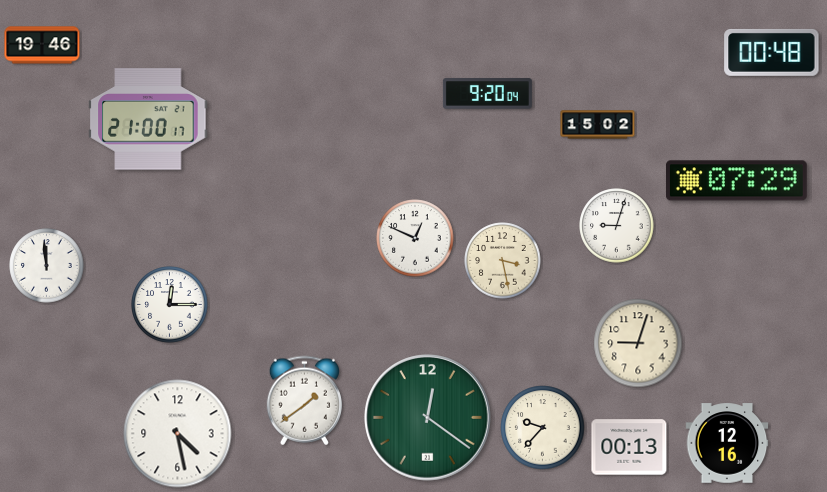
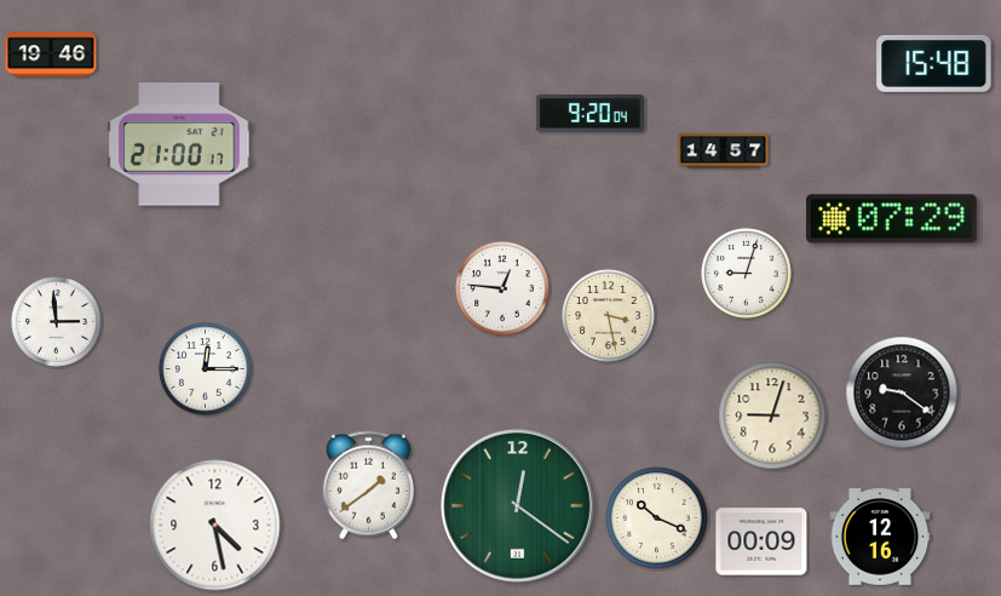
clock at (772, 52): 00:48 -> 15:48
clock at (598, 125): 15:02 -> 14:57
clock at (415, 238): 12:49 -> 12:46
clock at (47, 266): 11:59 -> 2:59
clock at (902, 392): none -> 9:21
clock at (543, 428): 9:37 -> 10:19
clock at (629, 447): 00:13 -> 00:09
